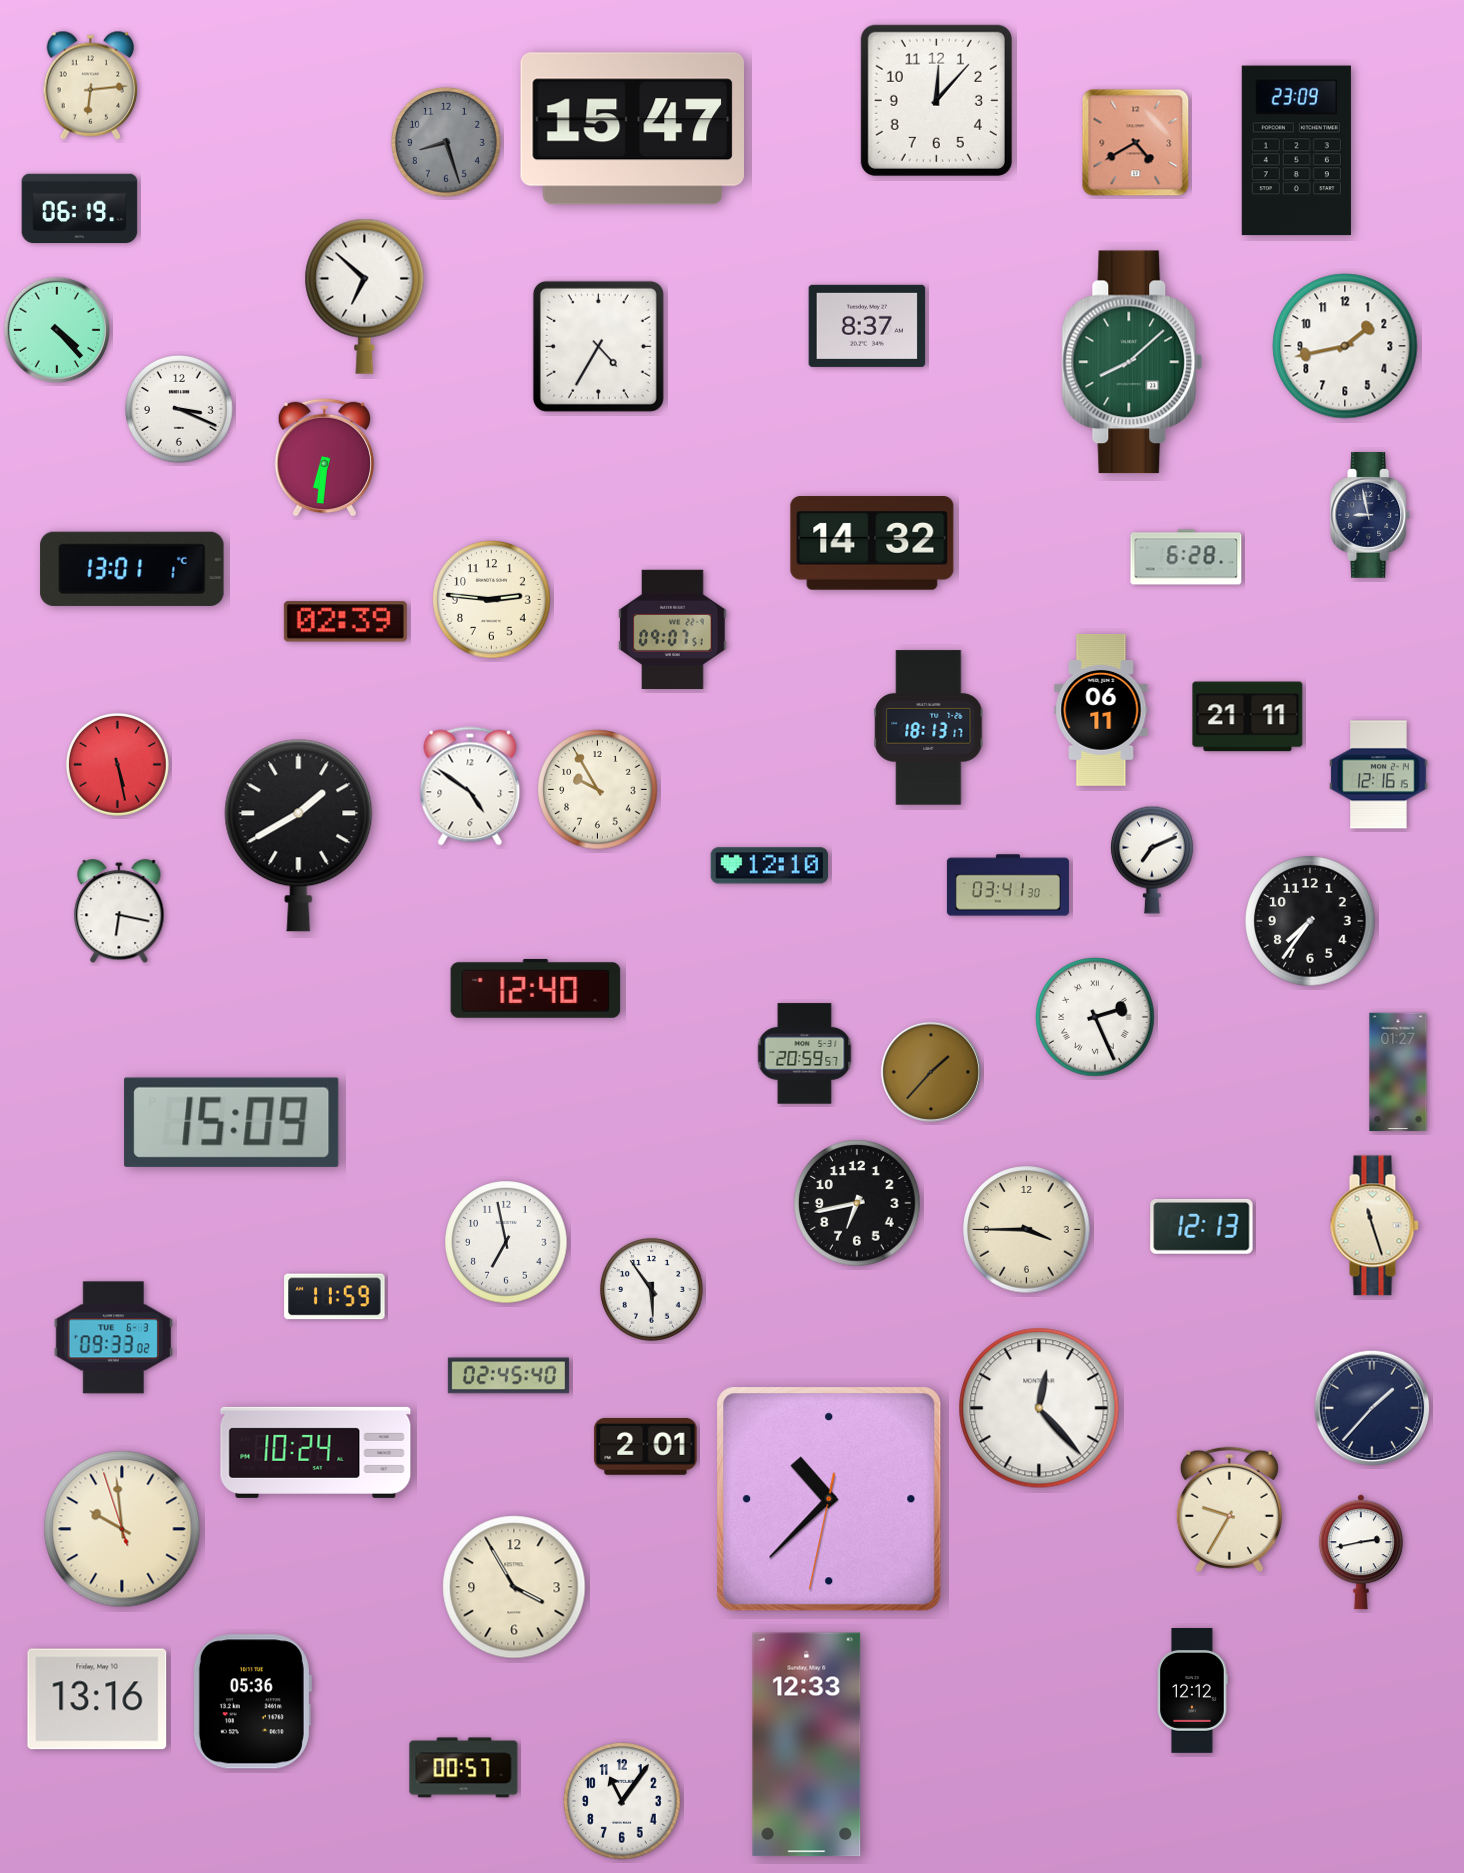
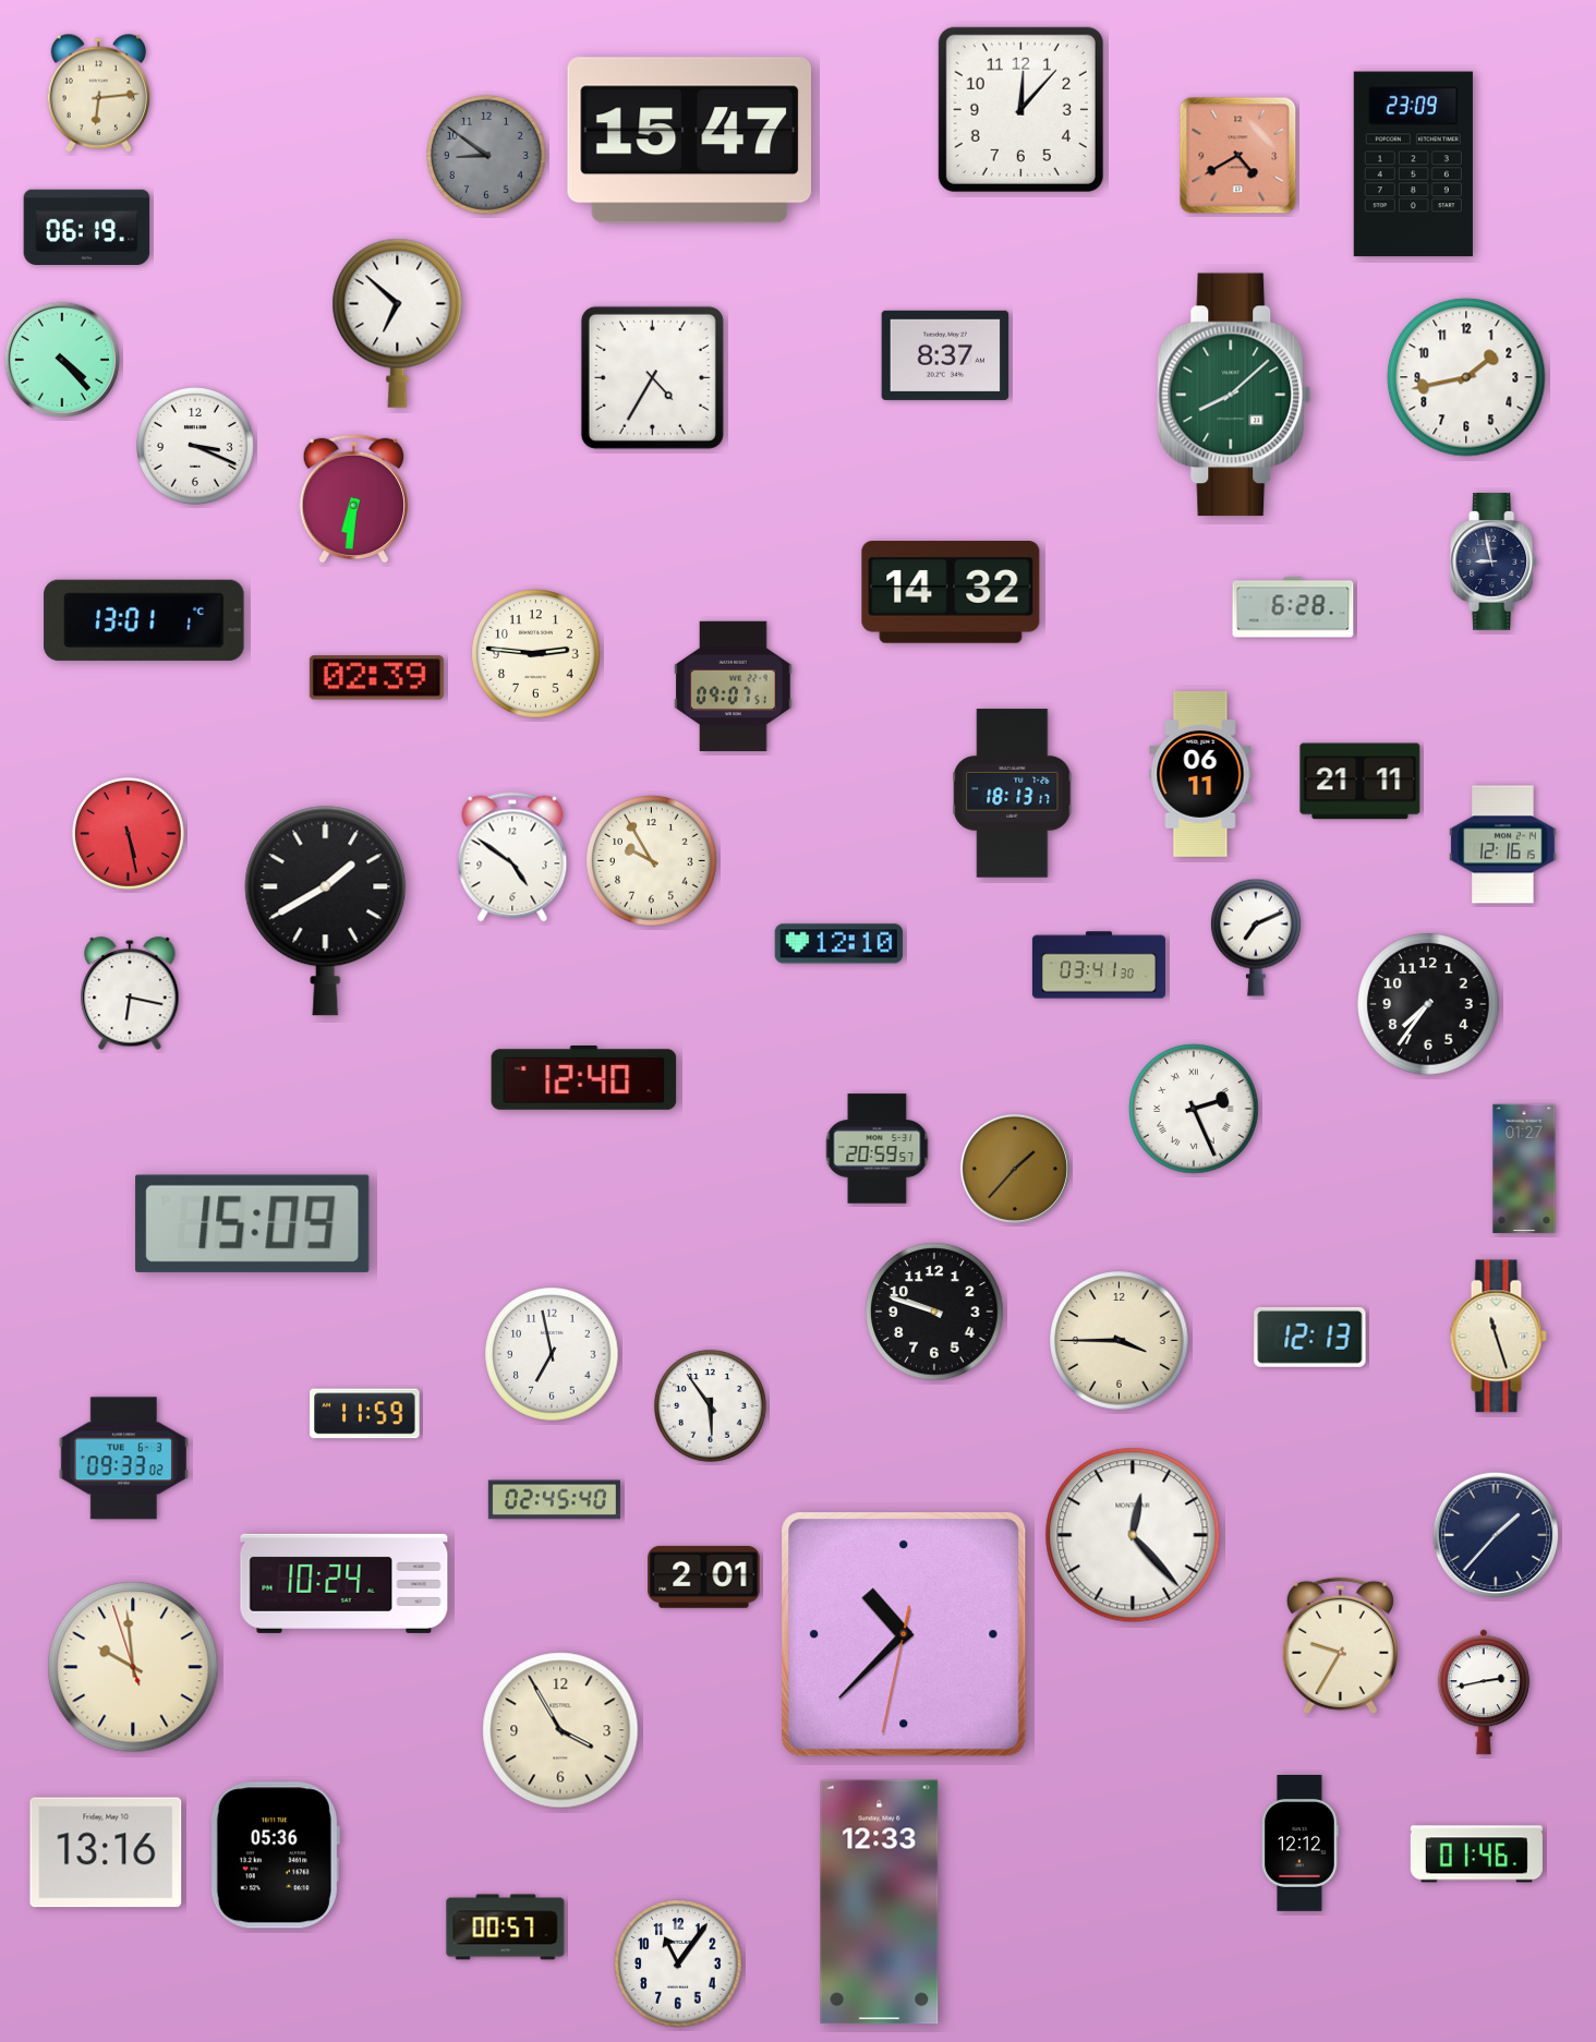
clock at (447, 143): 8:27 -> 8:51
clock at (857, 1203): 6:43 -> 9:48
clock at (1476, 1854): none -> 01:46
